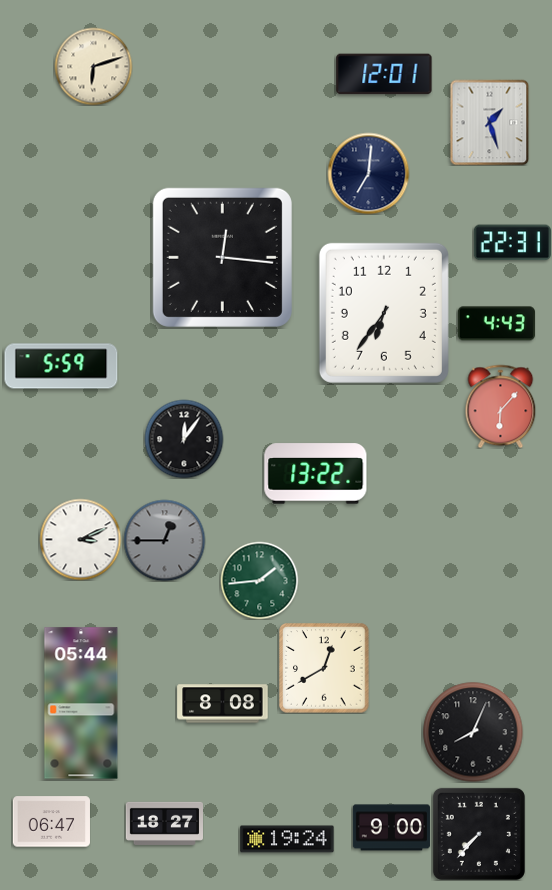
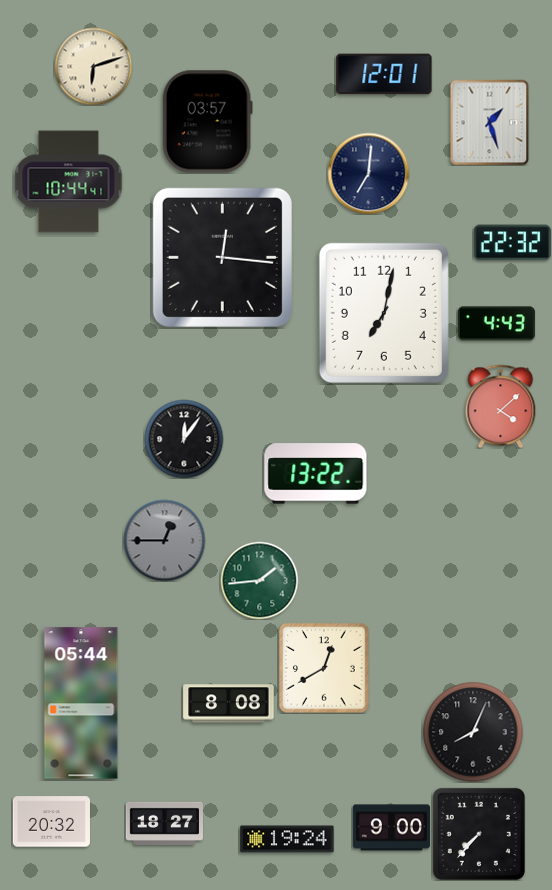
clock at (207, 122): none -> 03:57
clock at (69, 182): none -> 10:44
clock at (512, 243): 22:31 -> 22:32
clock at (384, 313): 6:36 -> 7:02
clock at (61, 366): 5:59 -> none
clock at (501, 406): 6:07 -> 4:08
clock at (80, 539): 3:11 -> none
clock at (223, 704) position: (223, 704) -> (229, 704)
clock at (51, 822): 06:47 -> 20:32
